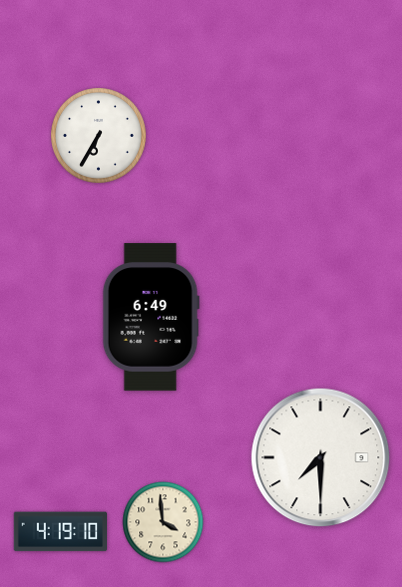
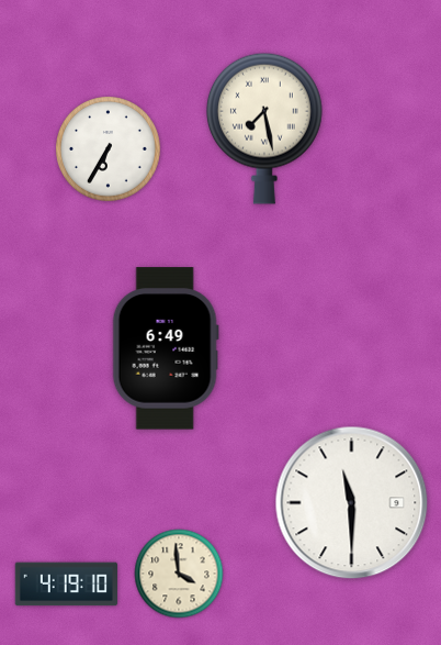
clock at (264, 129): none -> 7:28
clock at (321, 458): 7:30 -> 11:30
